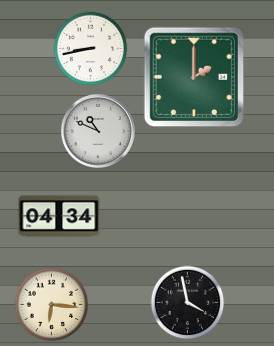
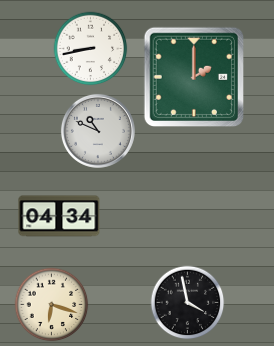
clock at (52, 305): 6:16 -> 6:18
